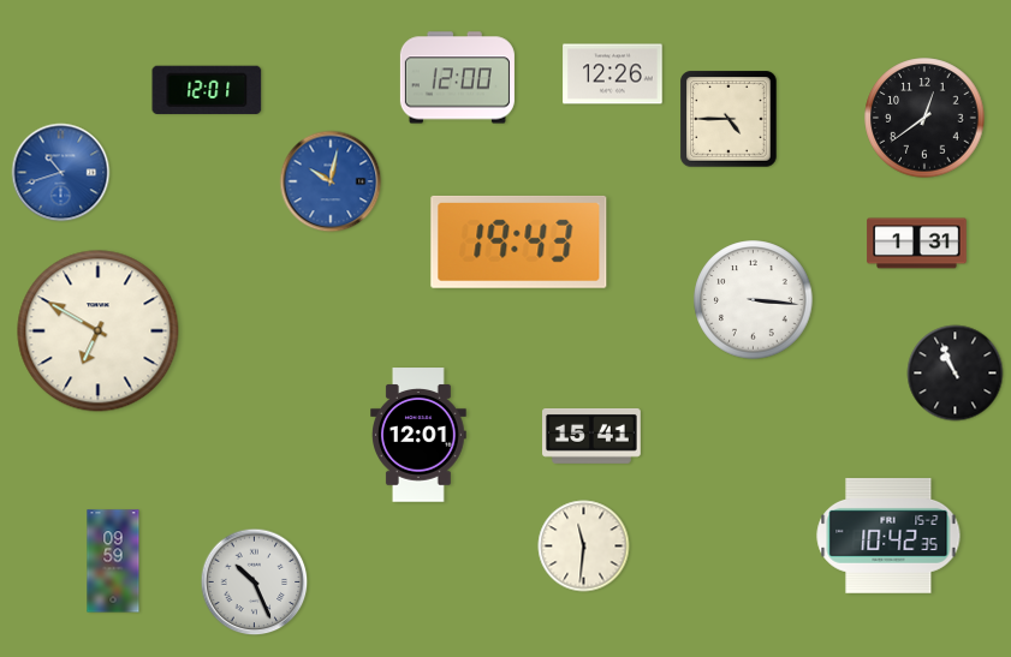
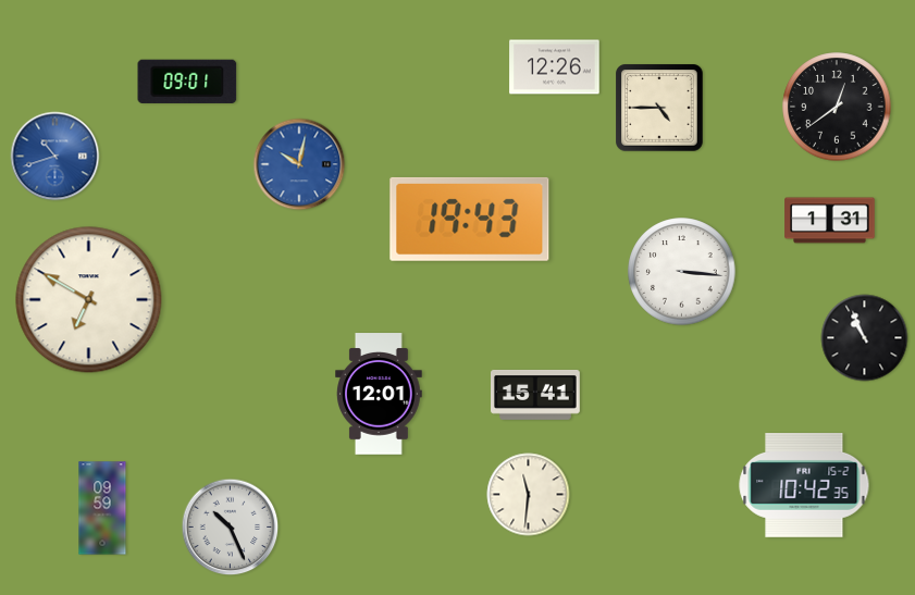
clock at (457, 78): 12:00 -> none
clock at (207, 90): 12:01 -> 09:01
